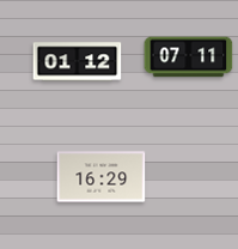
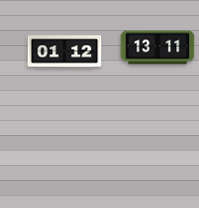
clock at (189, 57): 07:11 -> 13:11
clock at (102, 177): 16:29 -> none
